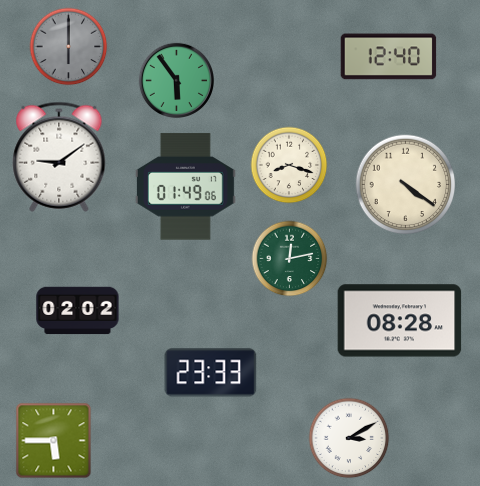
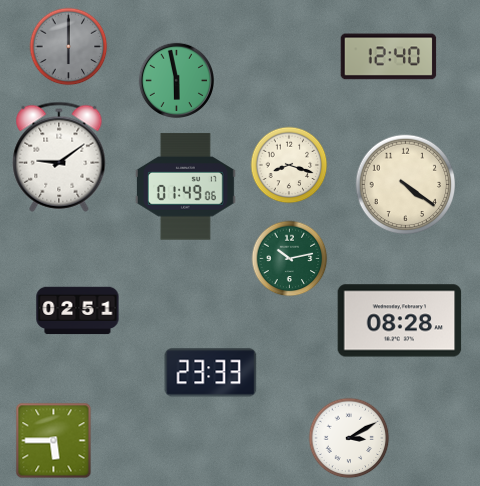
clock at (176, 80): 5:54 -> 5:58
clock at (290, 259): 12:13 -> 10:13
clock at (78, 311): 02:02 -> 02:51
